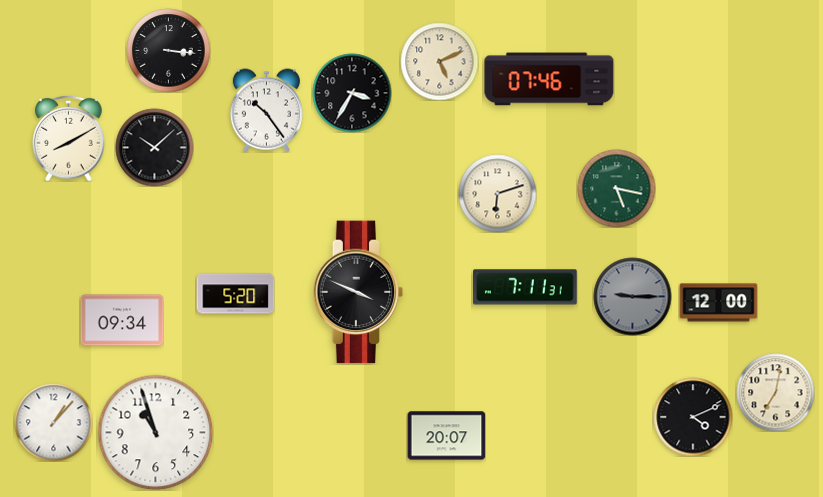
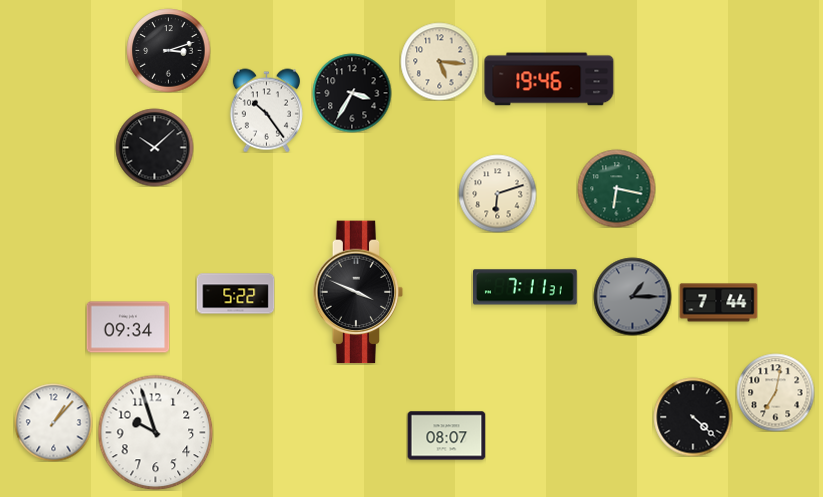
clock at (168, 50): 3:16 -> 3:12
clock at (439, 61): 5:11 -> 5:16
clock at (549, 79): 07:46 -> 19:46
clock at (69, 138): 8:10 -> none
clock at (616, 188): 5:17 -> 6:17
clock at (235, 294): 5:20 -> 5:22
clock at (632, 296): 9:15 -> 1:15
clock at (718, 303): 12:00 -> 7:44
clock at (122, 320) position: (122, 320) -> (128, 327)
clock at (693, 417): 4:11 -> 4:22
clock at (155, 432): 10:57 -> 9:57
clock at (446, 436): 20:07 -> 08:07
